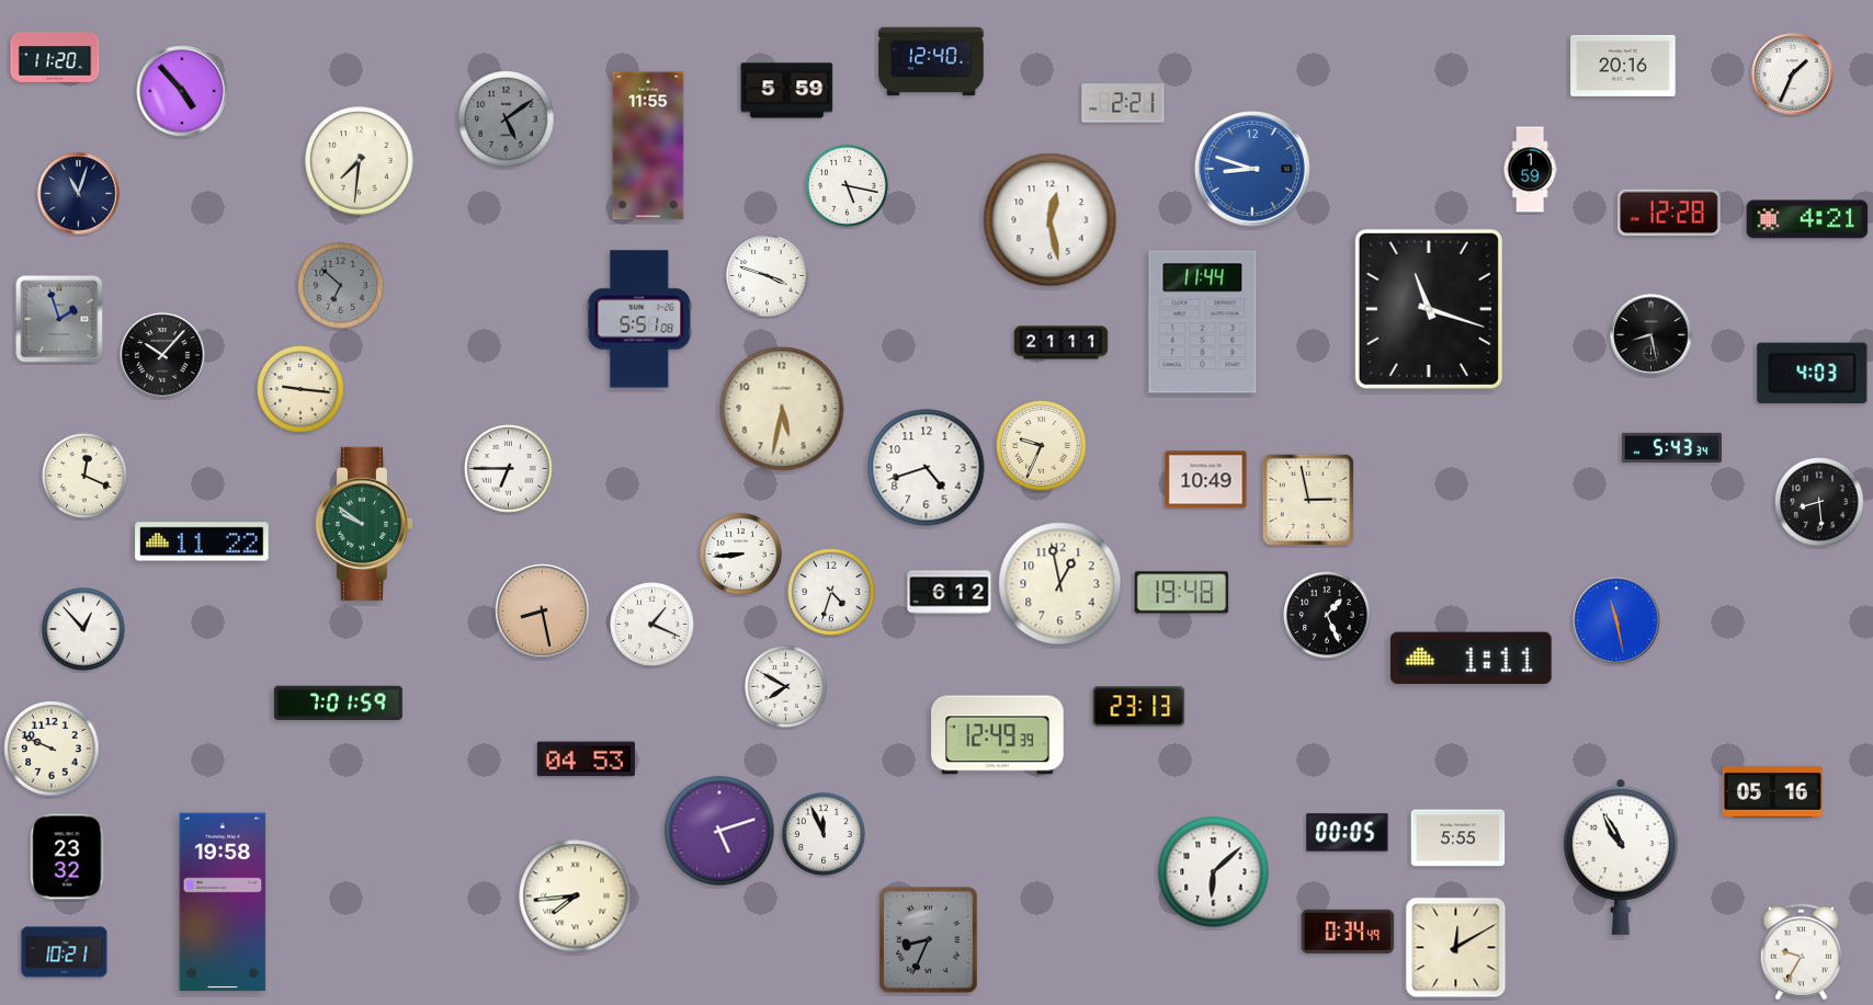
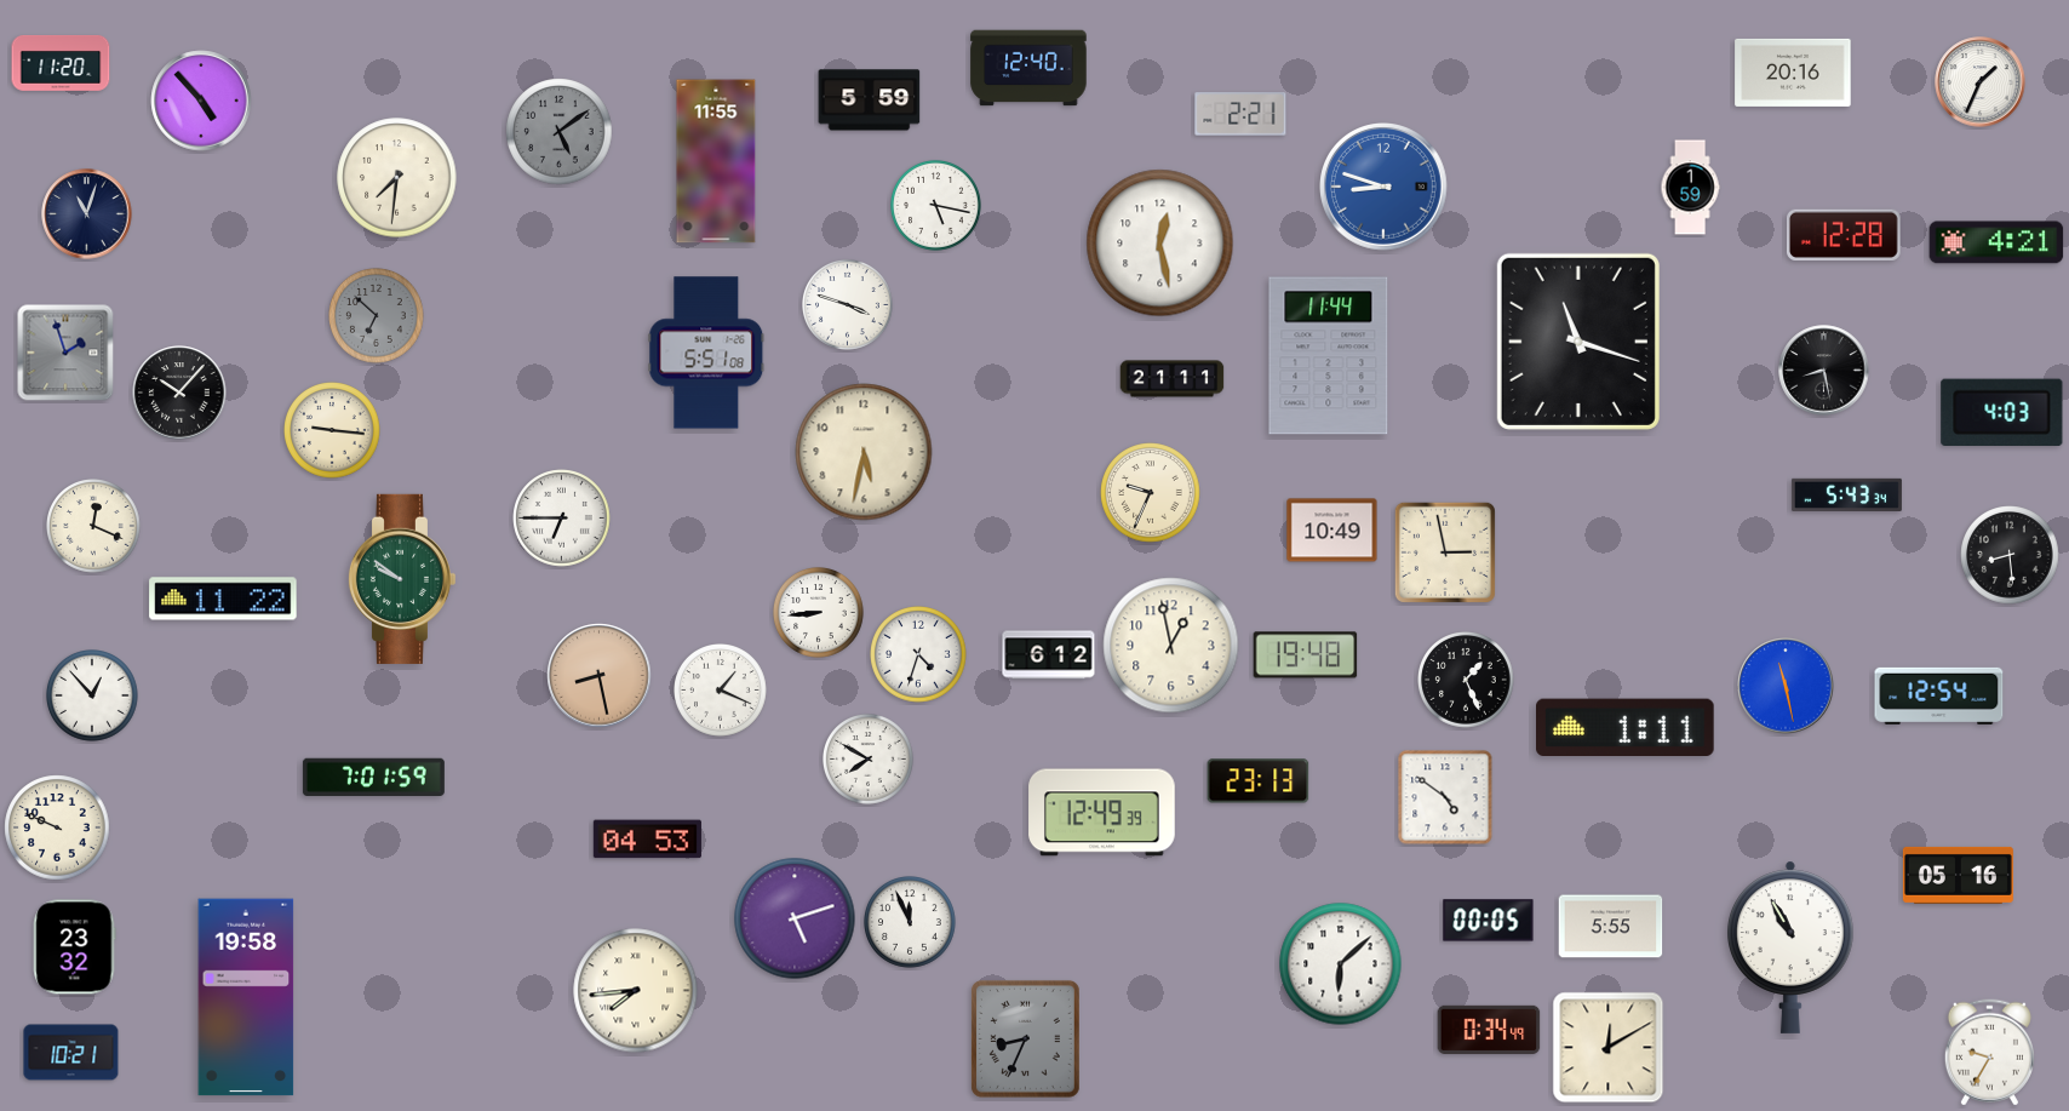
clock at (927, 468): 4:42 -> none
clock at (1939, 695): none -> 12:54
clock at (1445, 797): none -> 4:51
